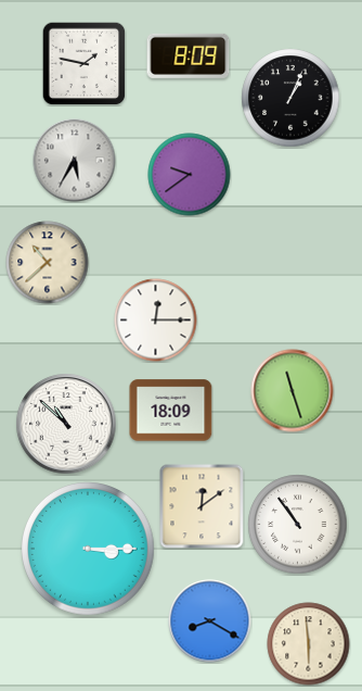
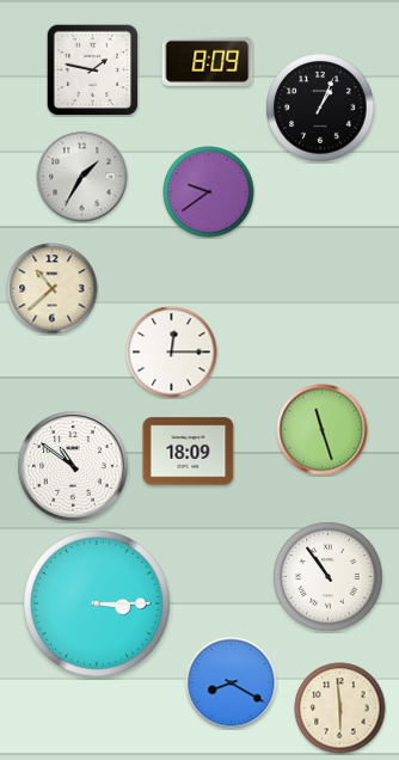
clock at (75, 161): 5:35 -> 1:35
clock at (66, 424): 10:52 -> 10:51
clock at (202, 506): 12:09 -> none
